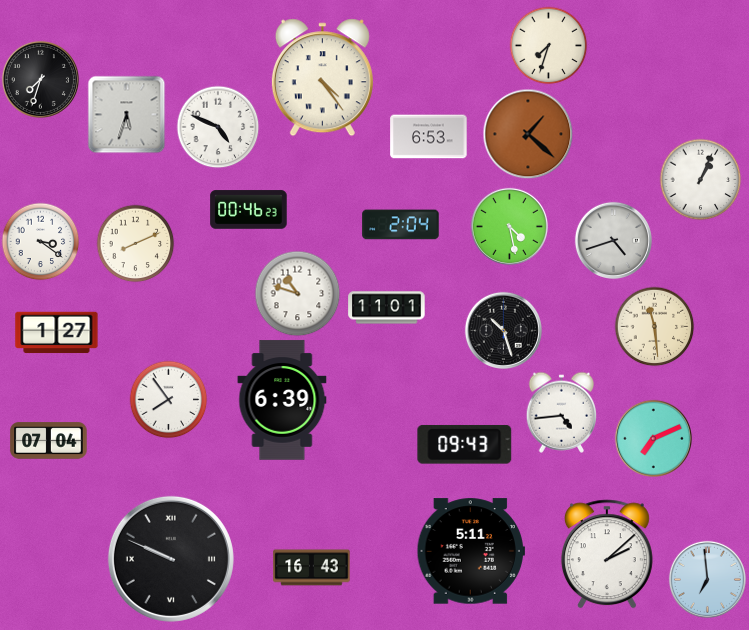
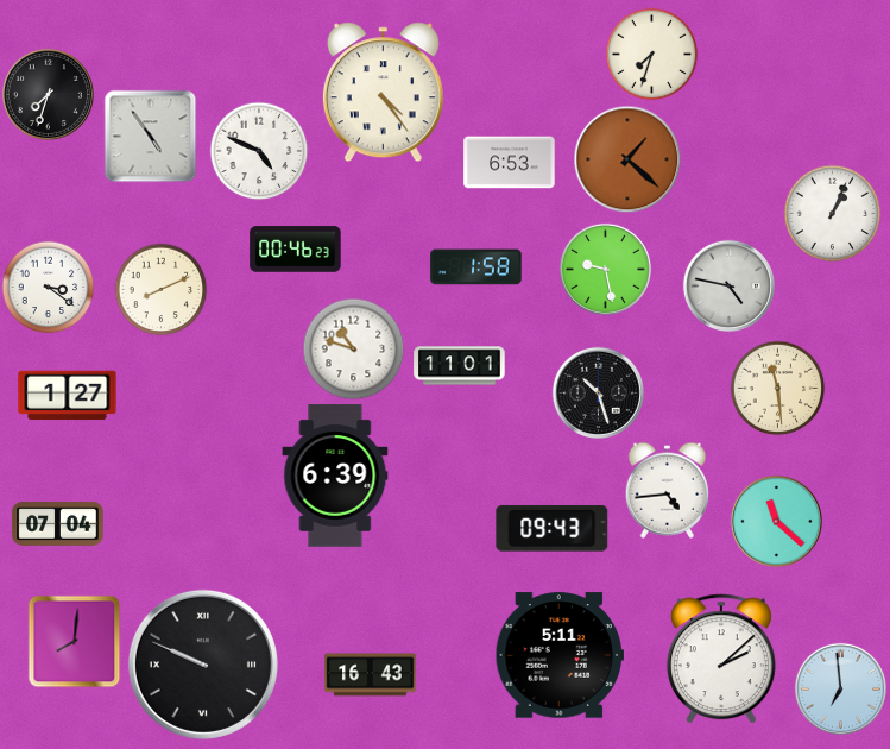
clock at (126, 114): 5:33 -> 4:54
clock at (401, 225): 2:04 -> 1:58
clock at (509, 226): 4:28 -> 9:28
clock at (613, 240): 4:42 -> 4:47
clock at (168, 399): 7:54 -> none
clock at (653, 438): 7:11 -> 11:22
clock at (74, 641): none -> 8:01
